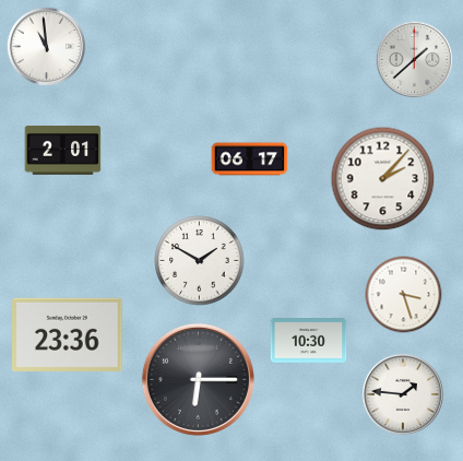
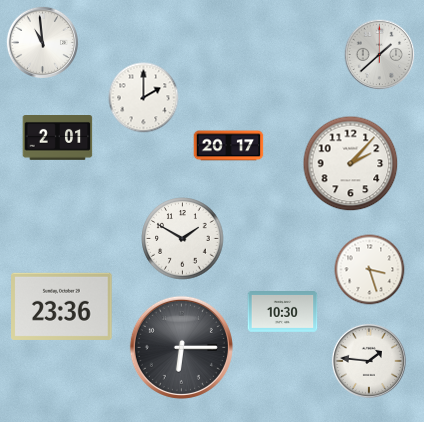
clock at (144, 98): none -> 2:00
clock at (250, 159): 06:17 -> 20:17
